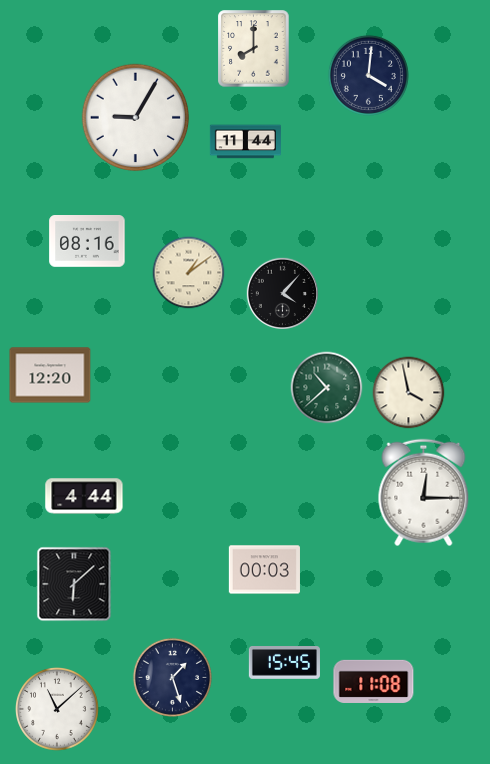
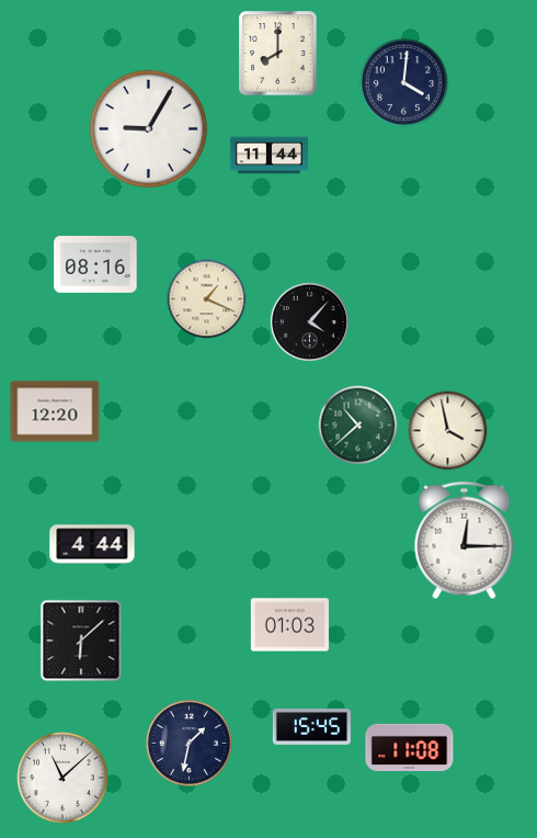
clock at (189, 273): 1:09 -> 1:19
clock at (264, 570): 00:03 -> 01:03
clock at (172, 677): 1:27 -> 1:32
